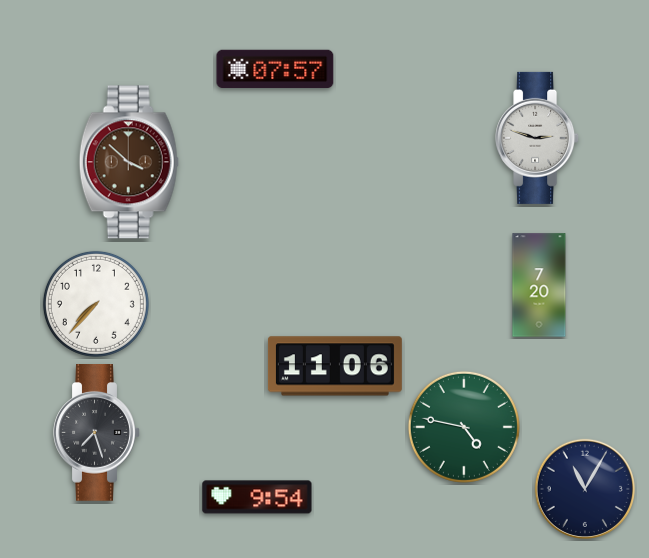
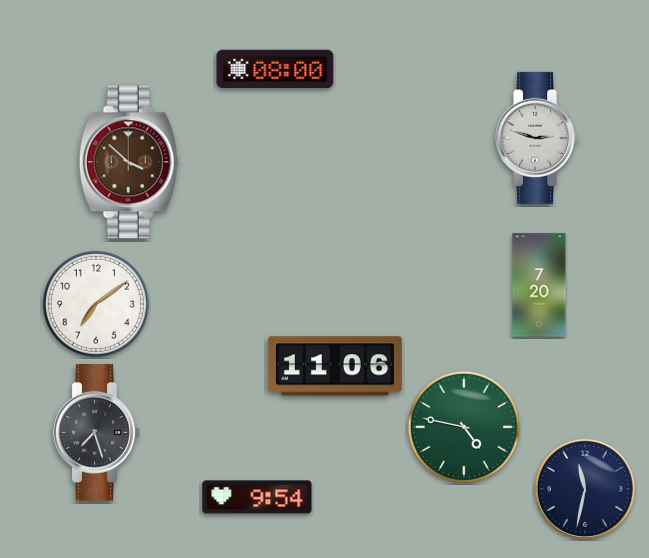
clock at (275, 69): 07:57 -> 08:00
clock at (96, 304): 7:37 -> 7:09
clock at (585, 489): 11:05 -> 11:32
